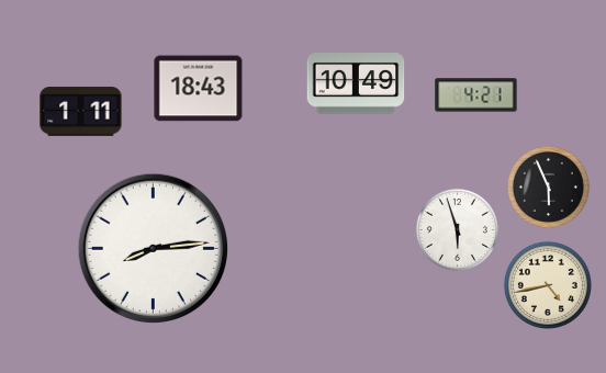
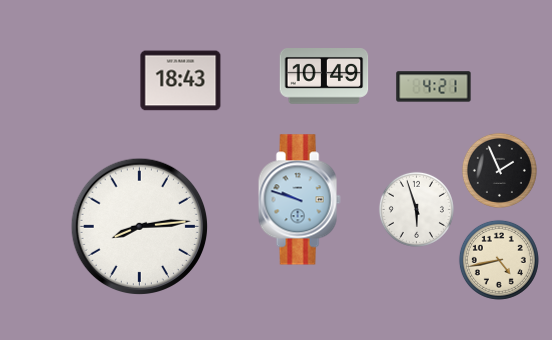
clock at (81, 112): 1:11 -> none
clock at (548, 187): 5:56 -> 1:56
clock at (299, 200): none -> 9:48
